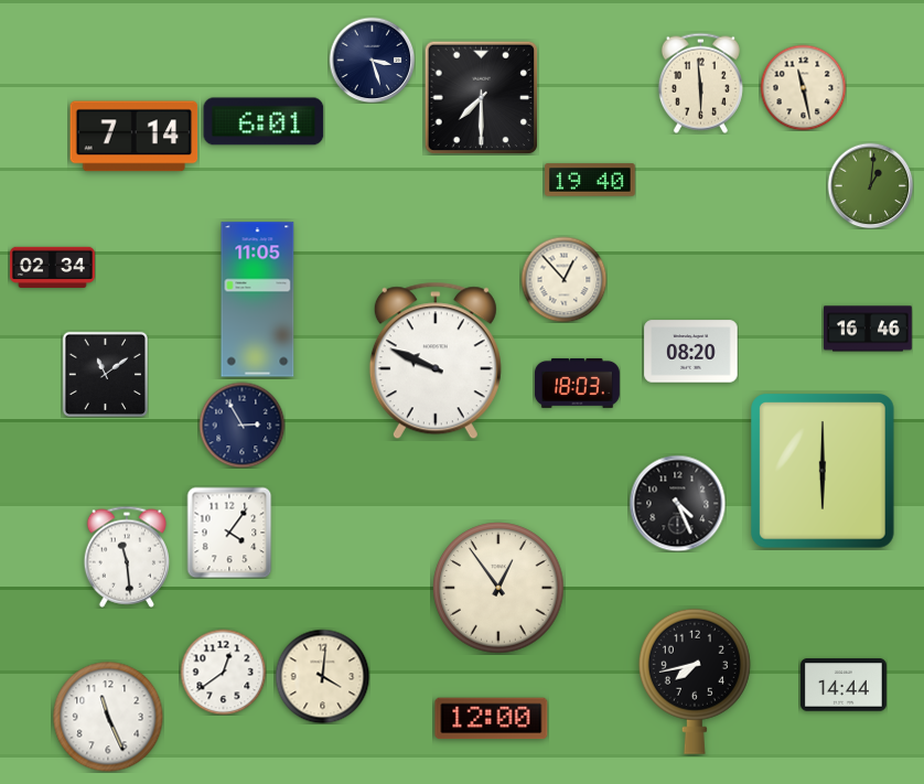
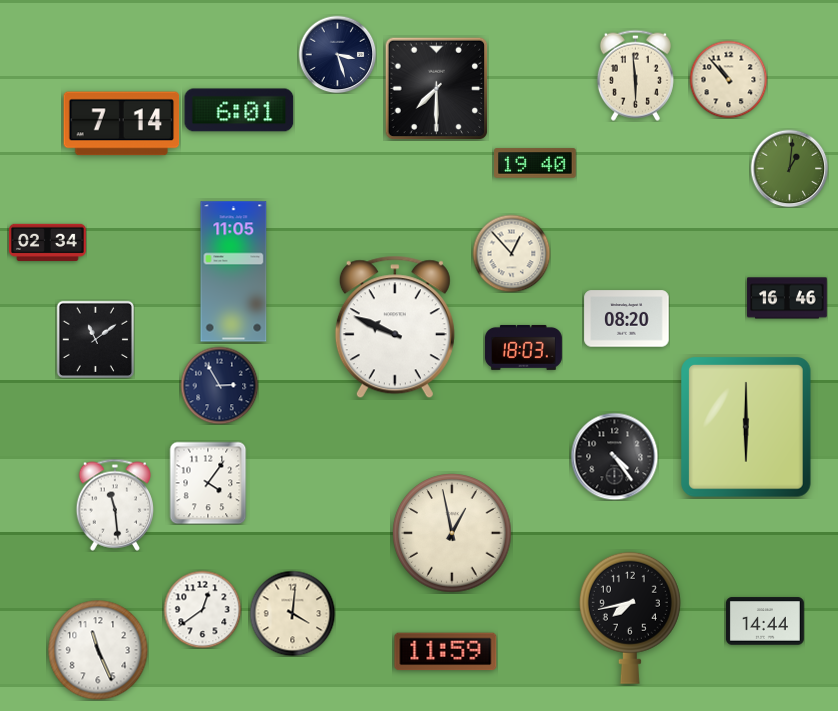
clock at (803, 87): 11:28 -> 10:53
clock at (677, 503): 4:26 -> 4:24
clock at (498, 588): 12:54 -> 12:58
clock at (492, 719): 12:00 -> 11:59
